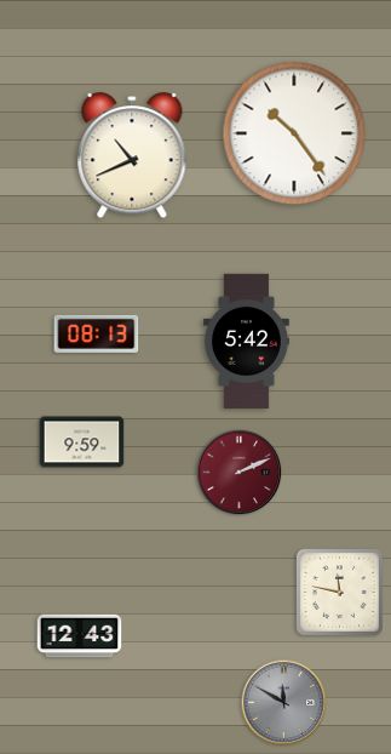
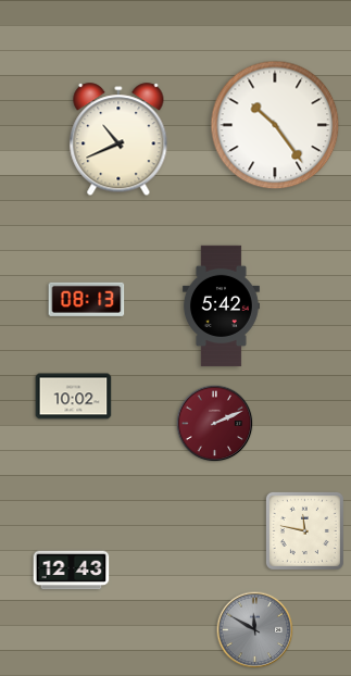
clock at (294, 133) position: (294, 133) -> (275, 125)
clock at (82, 442): 9:59 -> 10:02
